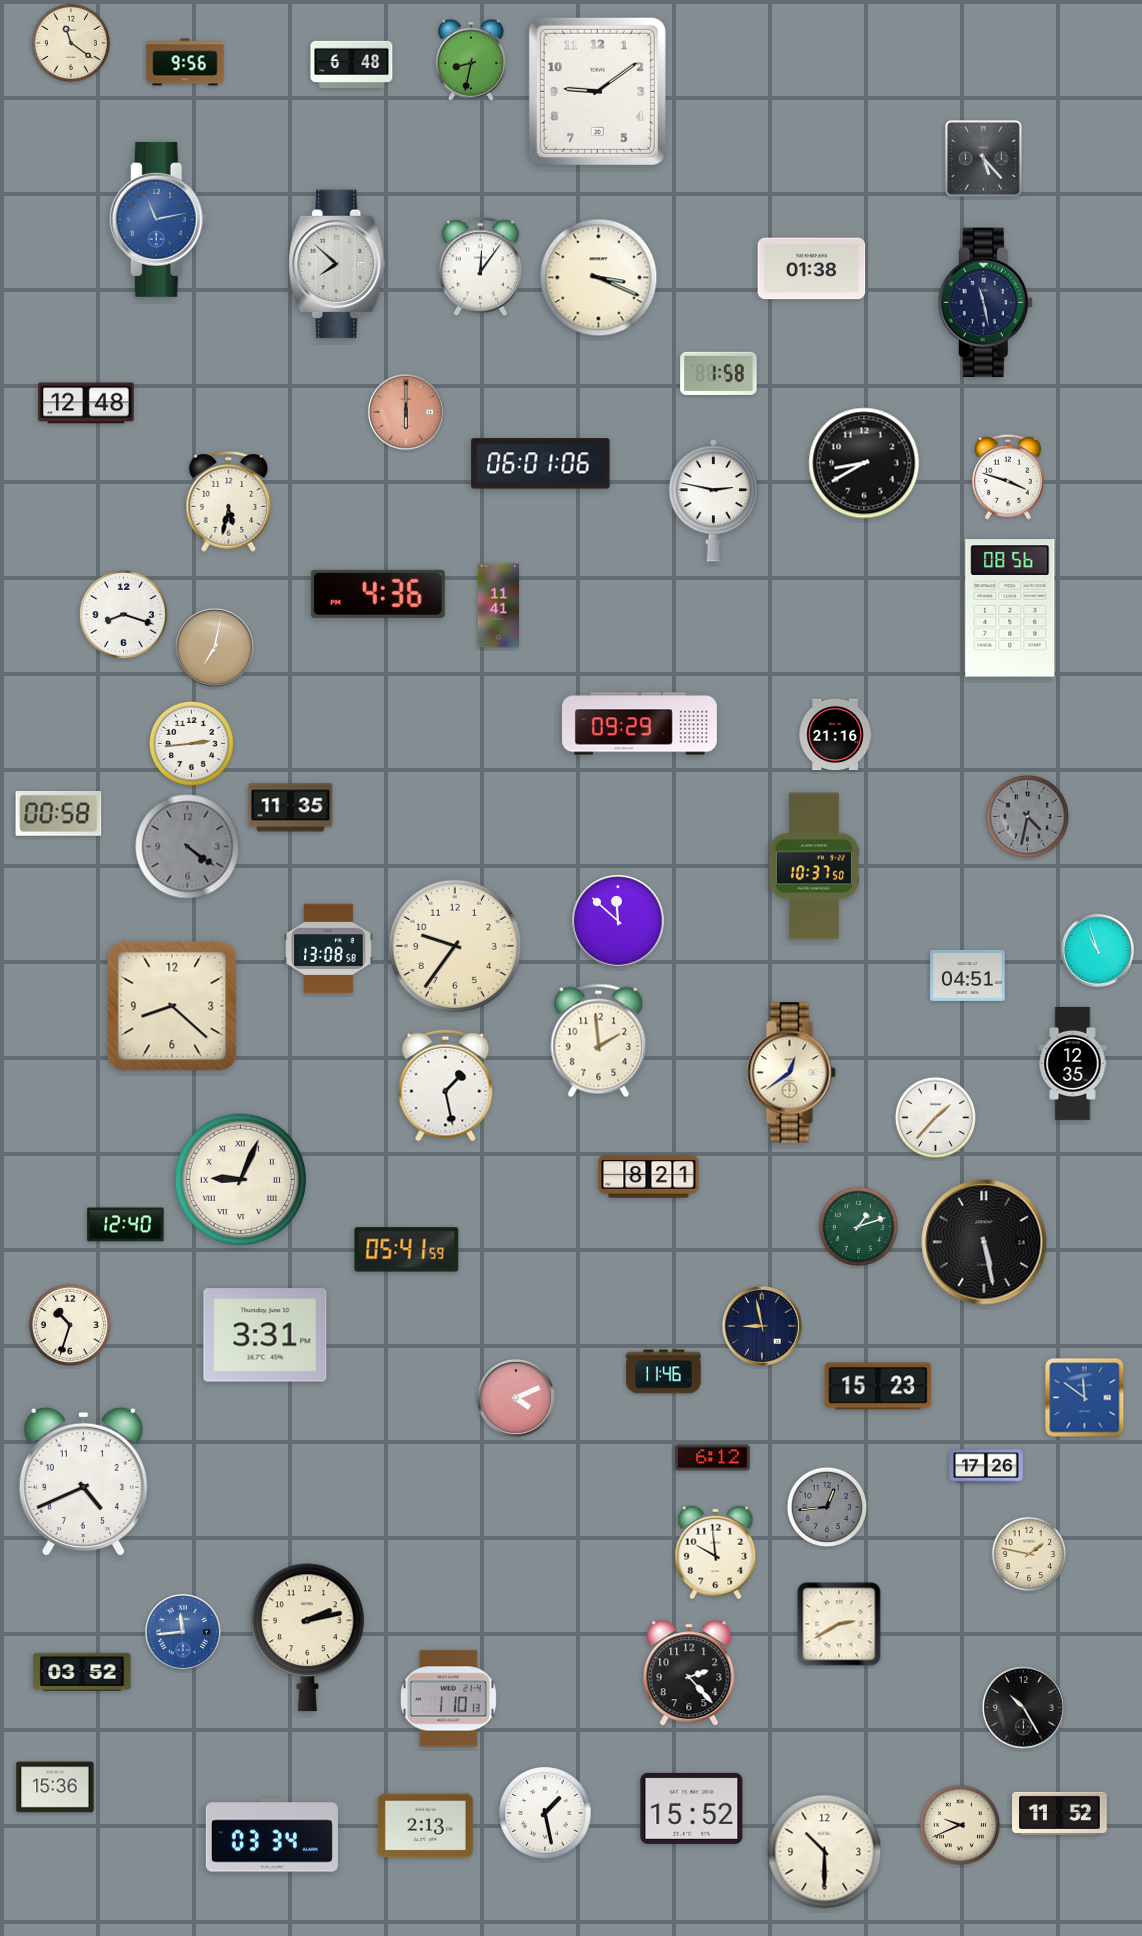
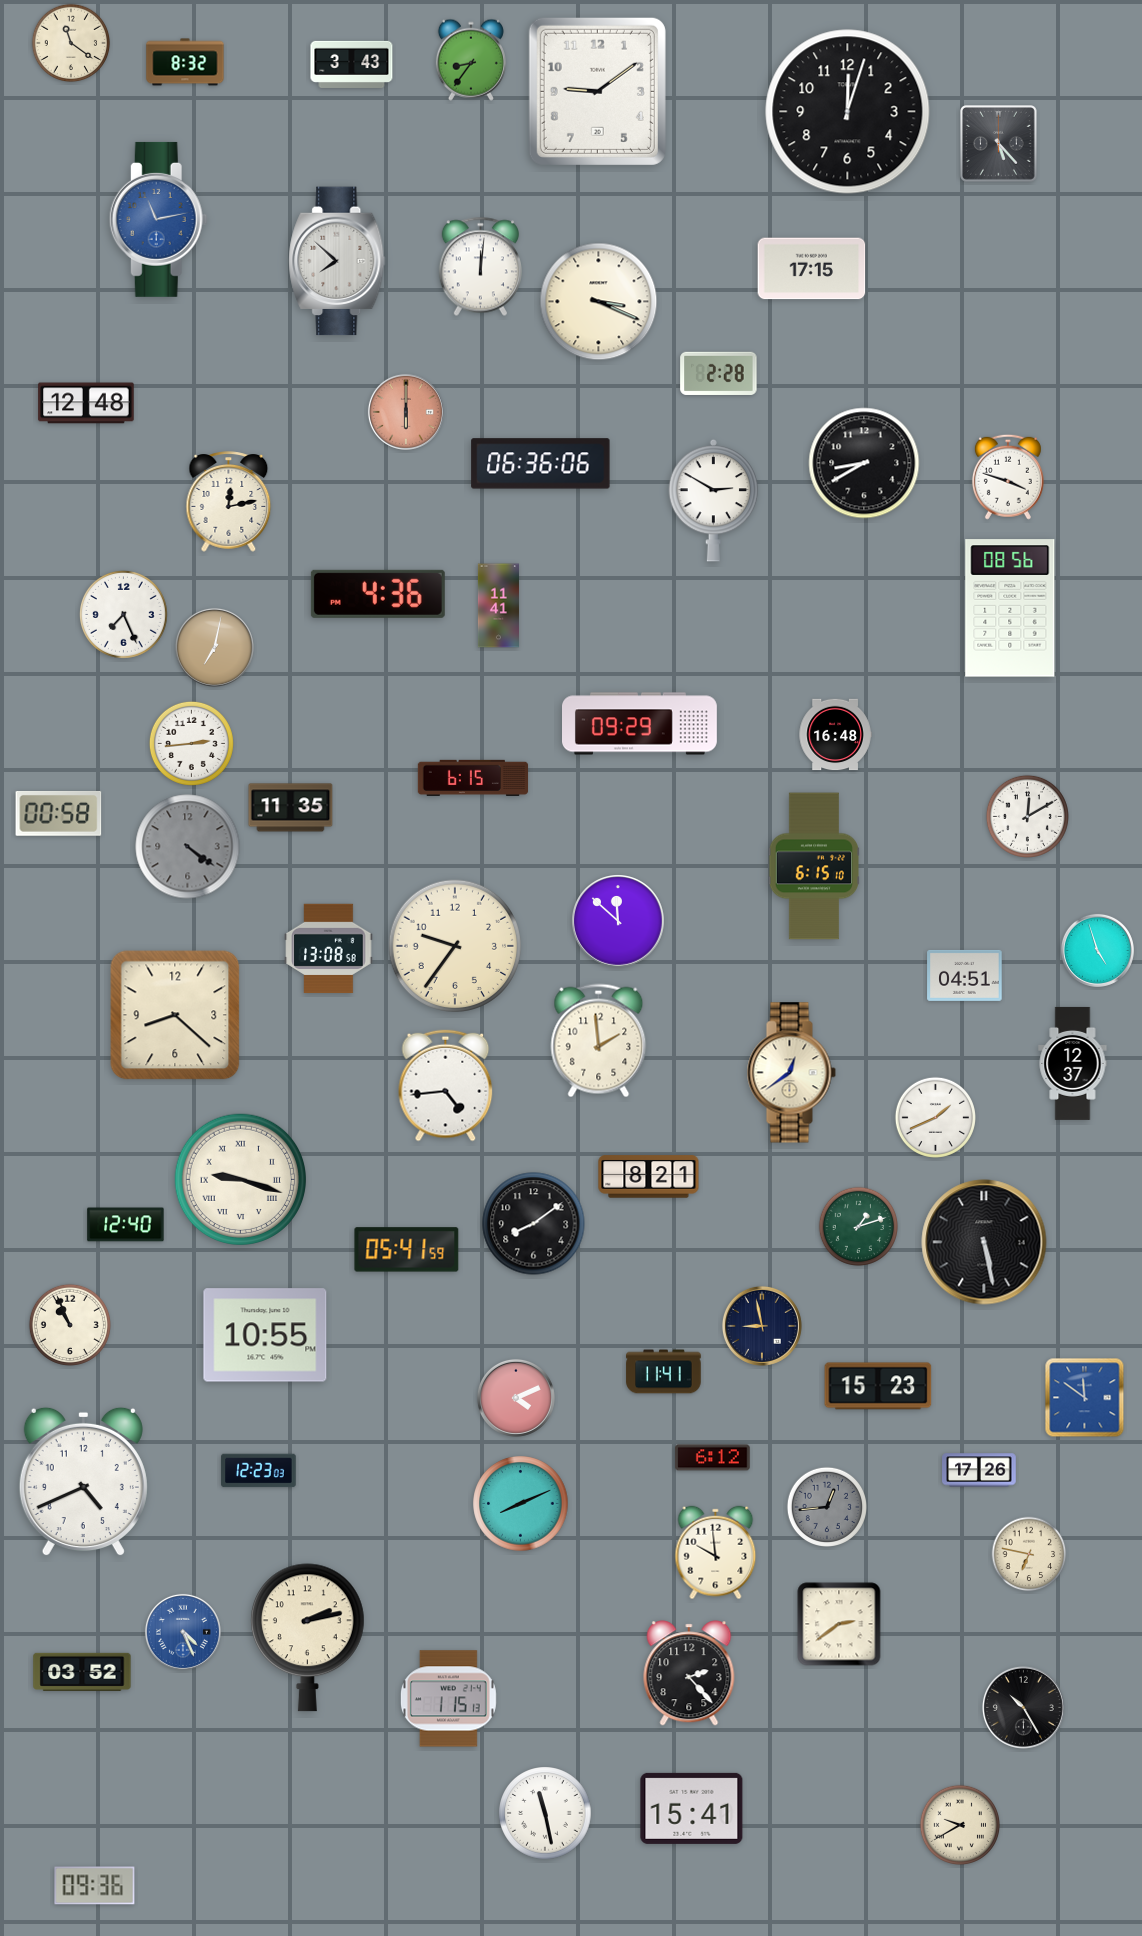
clock at (471, 60): 8:32 -> 8:36
clock at (185, 62): 9:56 -> 8:32
clock at (352, 64): 6:48 -> 3:43
clock at (848, 112): none -> 12:03
clock at (984, 159) position: (984, 159) -> (999, 144)
clock at (337, 264) position: (337, 264) -> (337, 261)
clock at (480, 267): 12:06 -> 12:01
clock at (812, 269): 01:38 -> 17:15
clock at (599, 278) position: (599, 278) -> (599, 302)
clock at (985, 303): 11:28 -> none
clock at (719, 373): 1:58 -> 2:28
clock at (541, 464): 06:01 -> 06:36
clock at (714, 500): 2:47 -> 2:50
clock at (229, 502): 5:32 -> 12:13
clock at (123, 614): 8:18 -> 7:26
clock at (835, 735): 21:16 -> 16:48
clock at (473, 777): none -> 6:15
clock at (1027, 816): 4:32 -> 12:10
clock at (1027, 816) dial: grey -> white
clock at (813, 866): 10:37 -> 6:15
clock at (1097, 950): 10:57 -> 4:57
clock at (968, 975) position: (968, 975) -> (965, 975)
clock at (172, 1006) position: (172, 1006) -> (175, 1015)
clock at (1073, 1063): 12:35 -> 12:37
clock at (446, 1086): 1:28 -> 4:44
clock at (935, 1117): 1:37 -> 1:41
clock at (241, 1180): 9:04 -> 9:18
clock at (534, 1224): none -> 8:09
clock at (70, 1325): 10:33 -> 10:56
clock at (265, 1335): 3:31 -> 10:55
clock at (664, 1372): 11:46 -> 11:41
clock at (986, 1466) position: (986, 1466) -> (979, 1470)
clock at (259, 1471): none -> 12:23
clock at (521, 1504): none -> 8:11
clock at (1029, 1554): 1:47 -> 6:47
clock at (839, 1624): 2:40 -> 2:39
clock at (183, 1632): 11:44 -> 4:26
clock at (448, 1699): 1:10 -> 1:15
clock at (55, 1787): 15:36 -> none
clock at (692, 1808): 15:52 -> 15:41
clock at (545, 1813): 1:28 -> 11:28
clock at (1060, 1813): 11:52 -> none
clock at (959, 1824): 9:41 -> 9:40
clock at (426, 1826): 2:13 -> none
clock at (272, 1835): 03:34 -> none
clock at (825, 1852): 10:30 -> none
clock at (95, 1886): none -> 09:36
